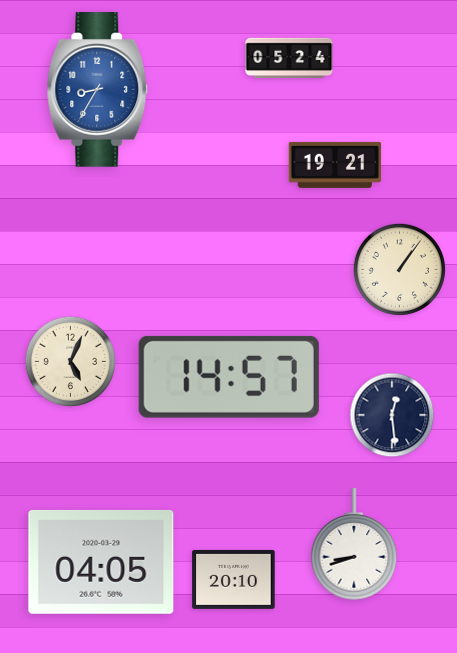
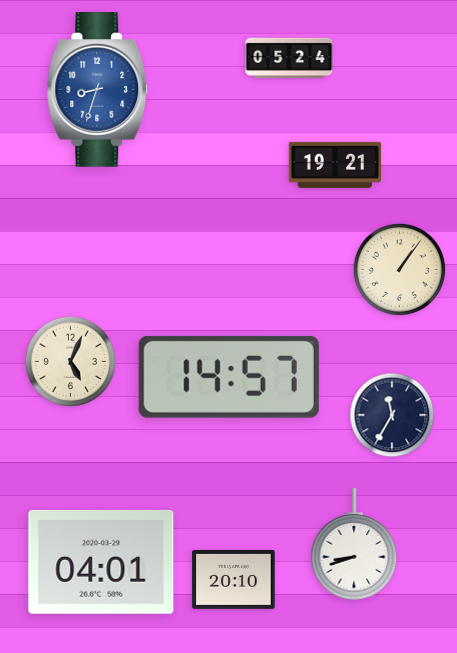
clock at (98, 90): 8:35 -> 8:33
clock at (392, 415): 12:29 -> 11:35
clock at (101, 562): 04:05 -> 04:01
